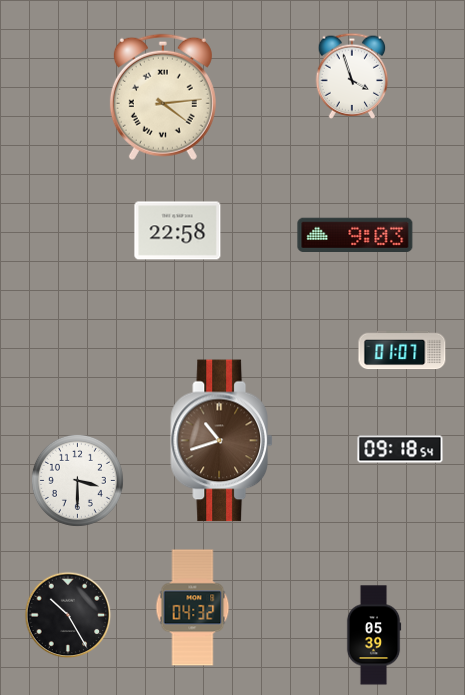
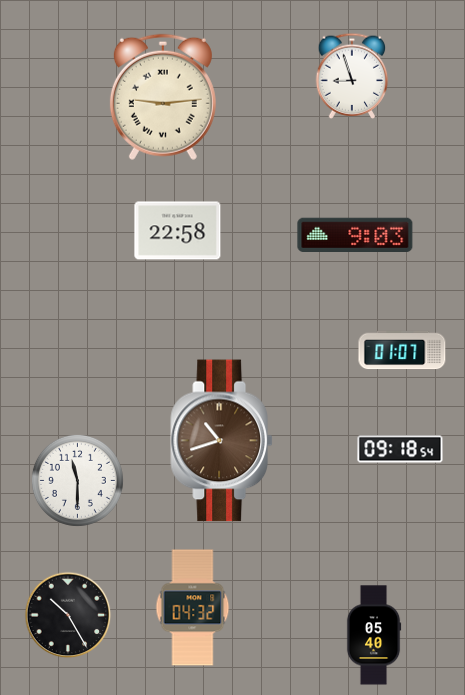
clock at (352, 76): 3:57 -> 8:57
clock at (163, 97): 4:14 -> 9:14
clock at (77, 480): 3:30 -> 11:30
clock at (374, 635): 05:39 -> 05:40
